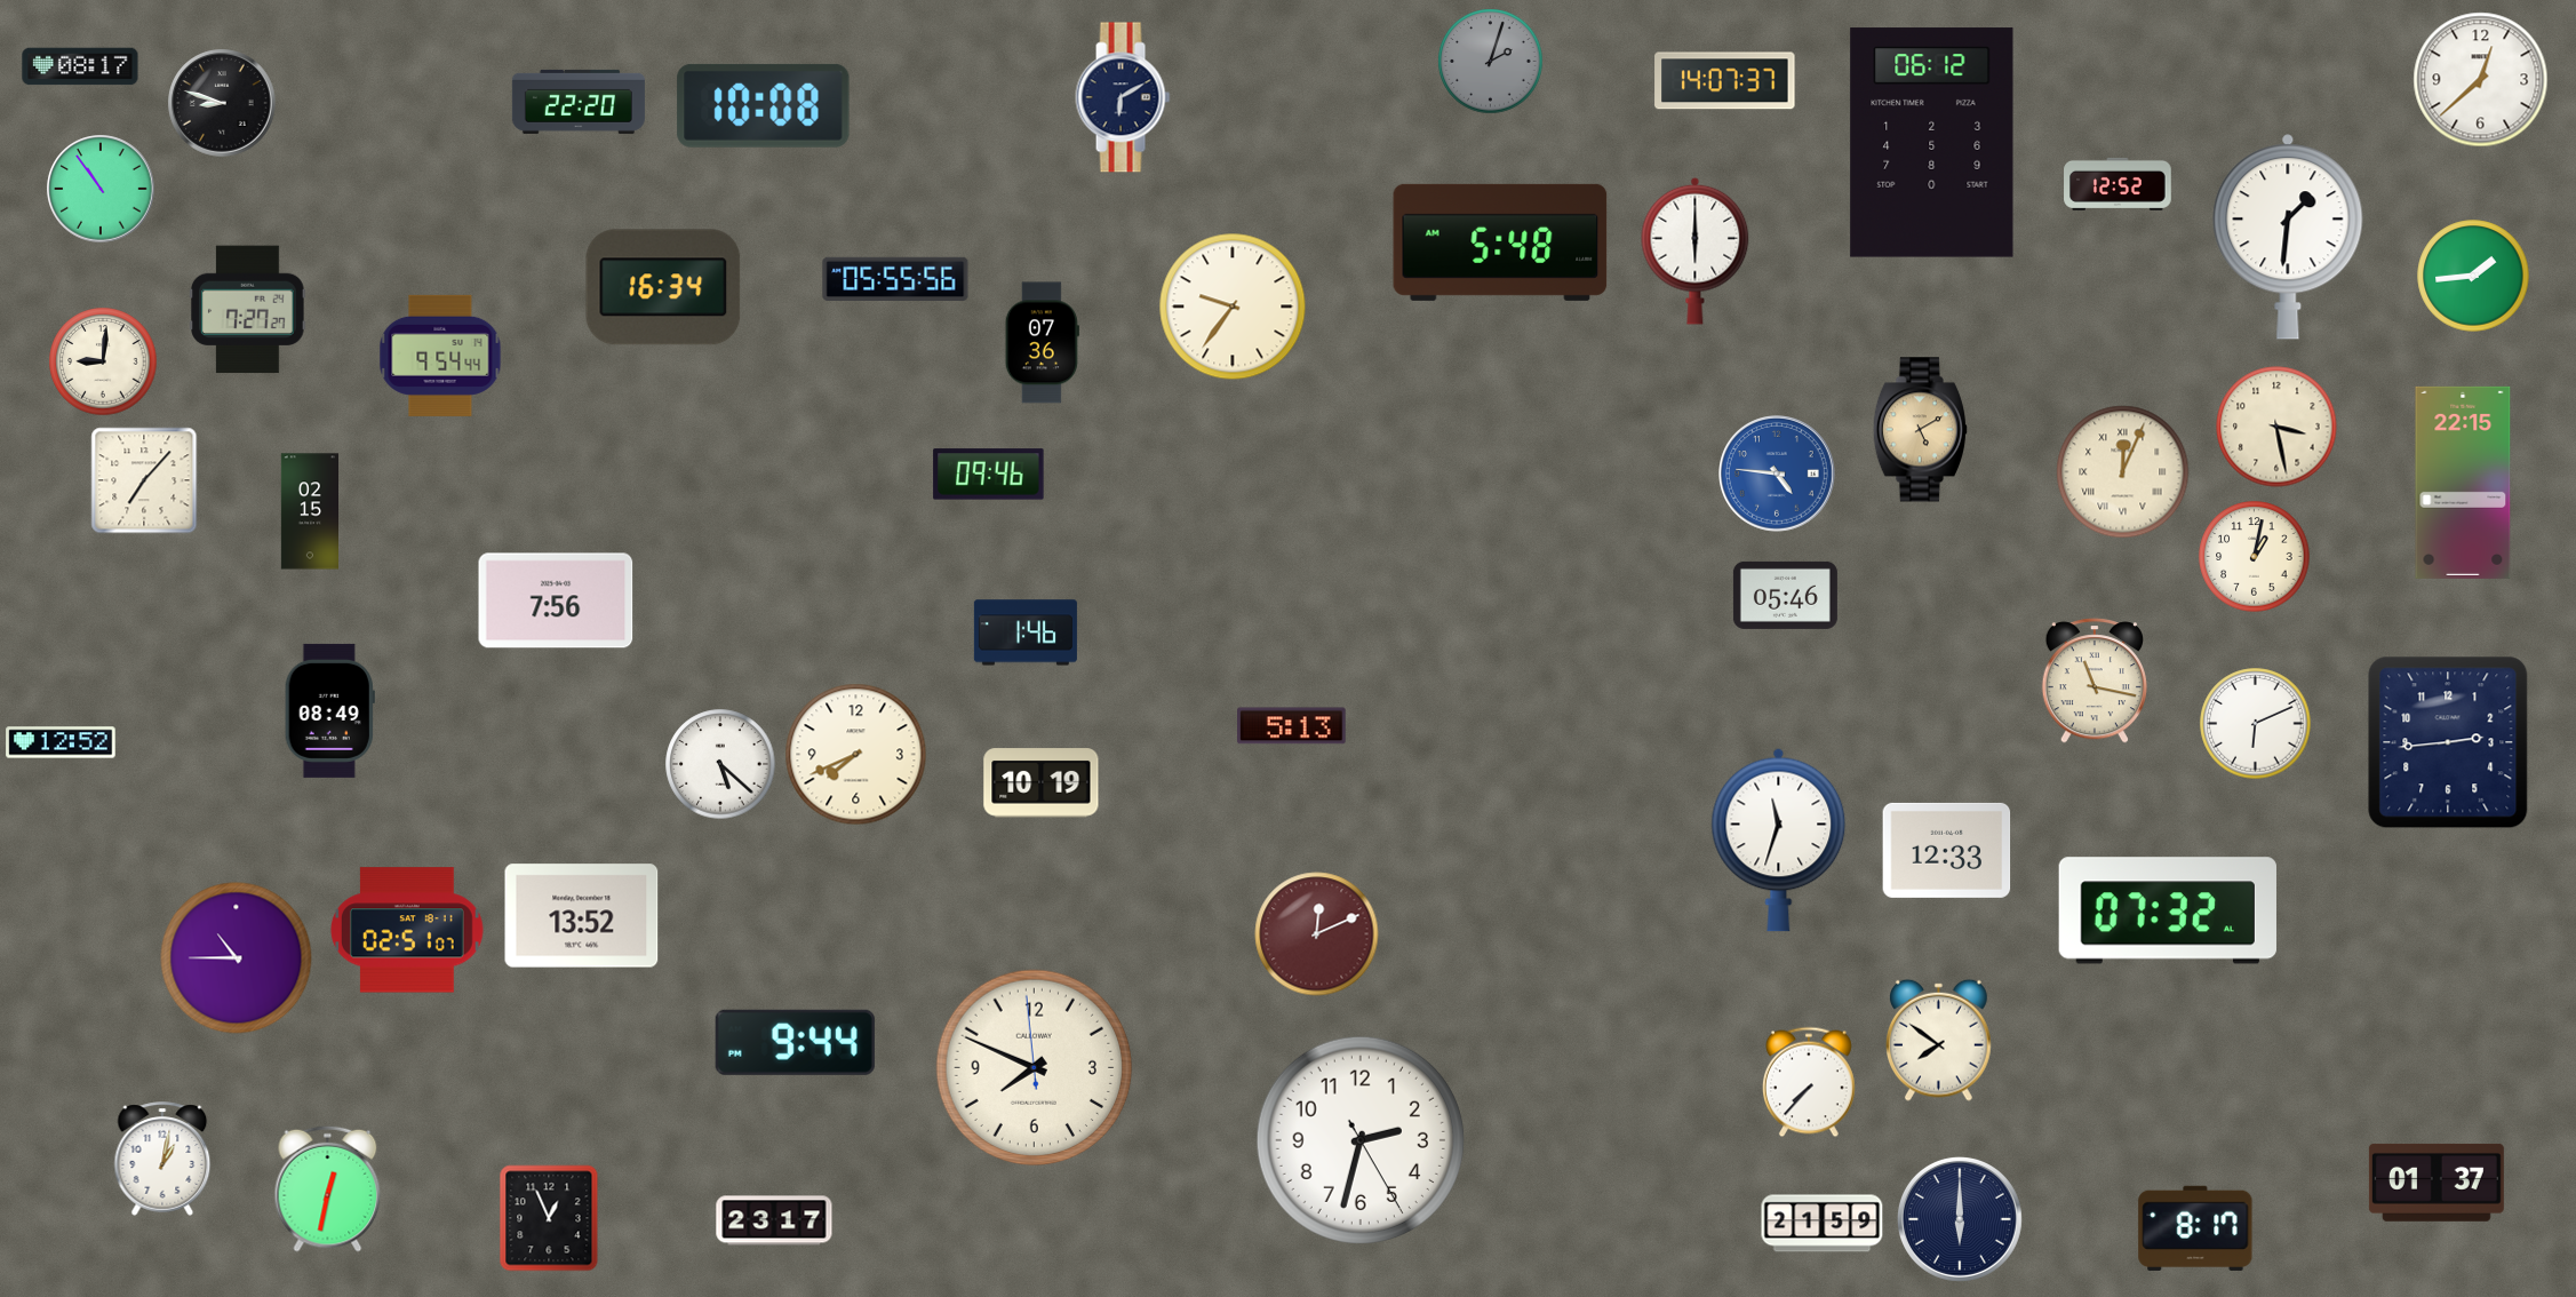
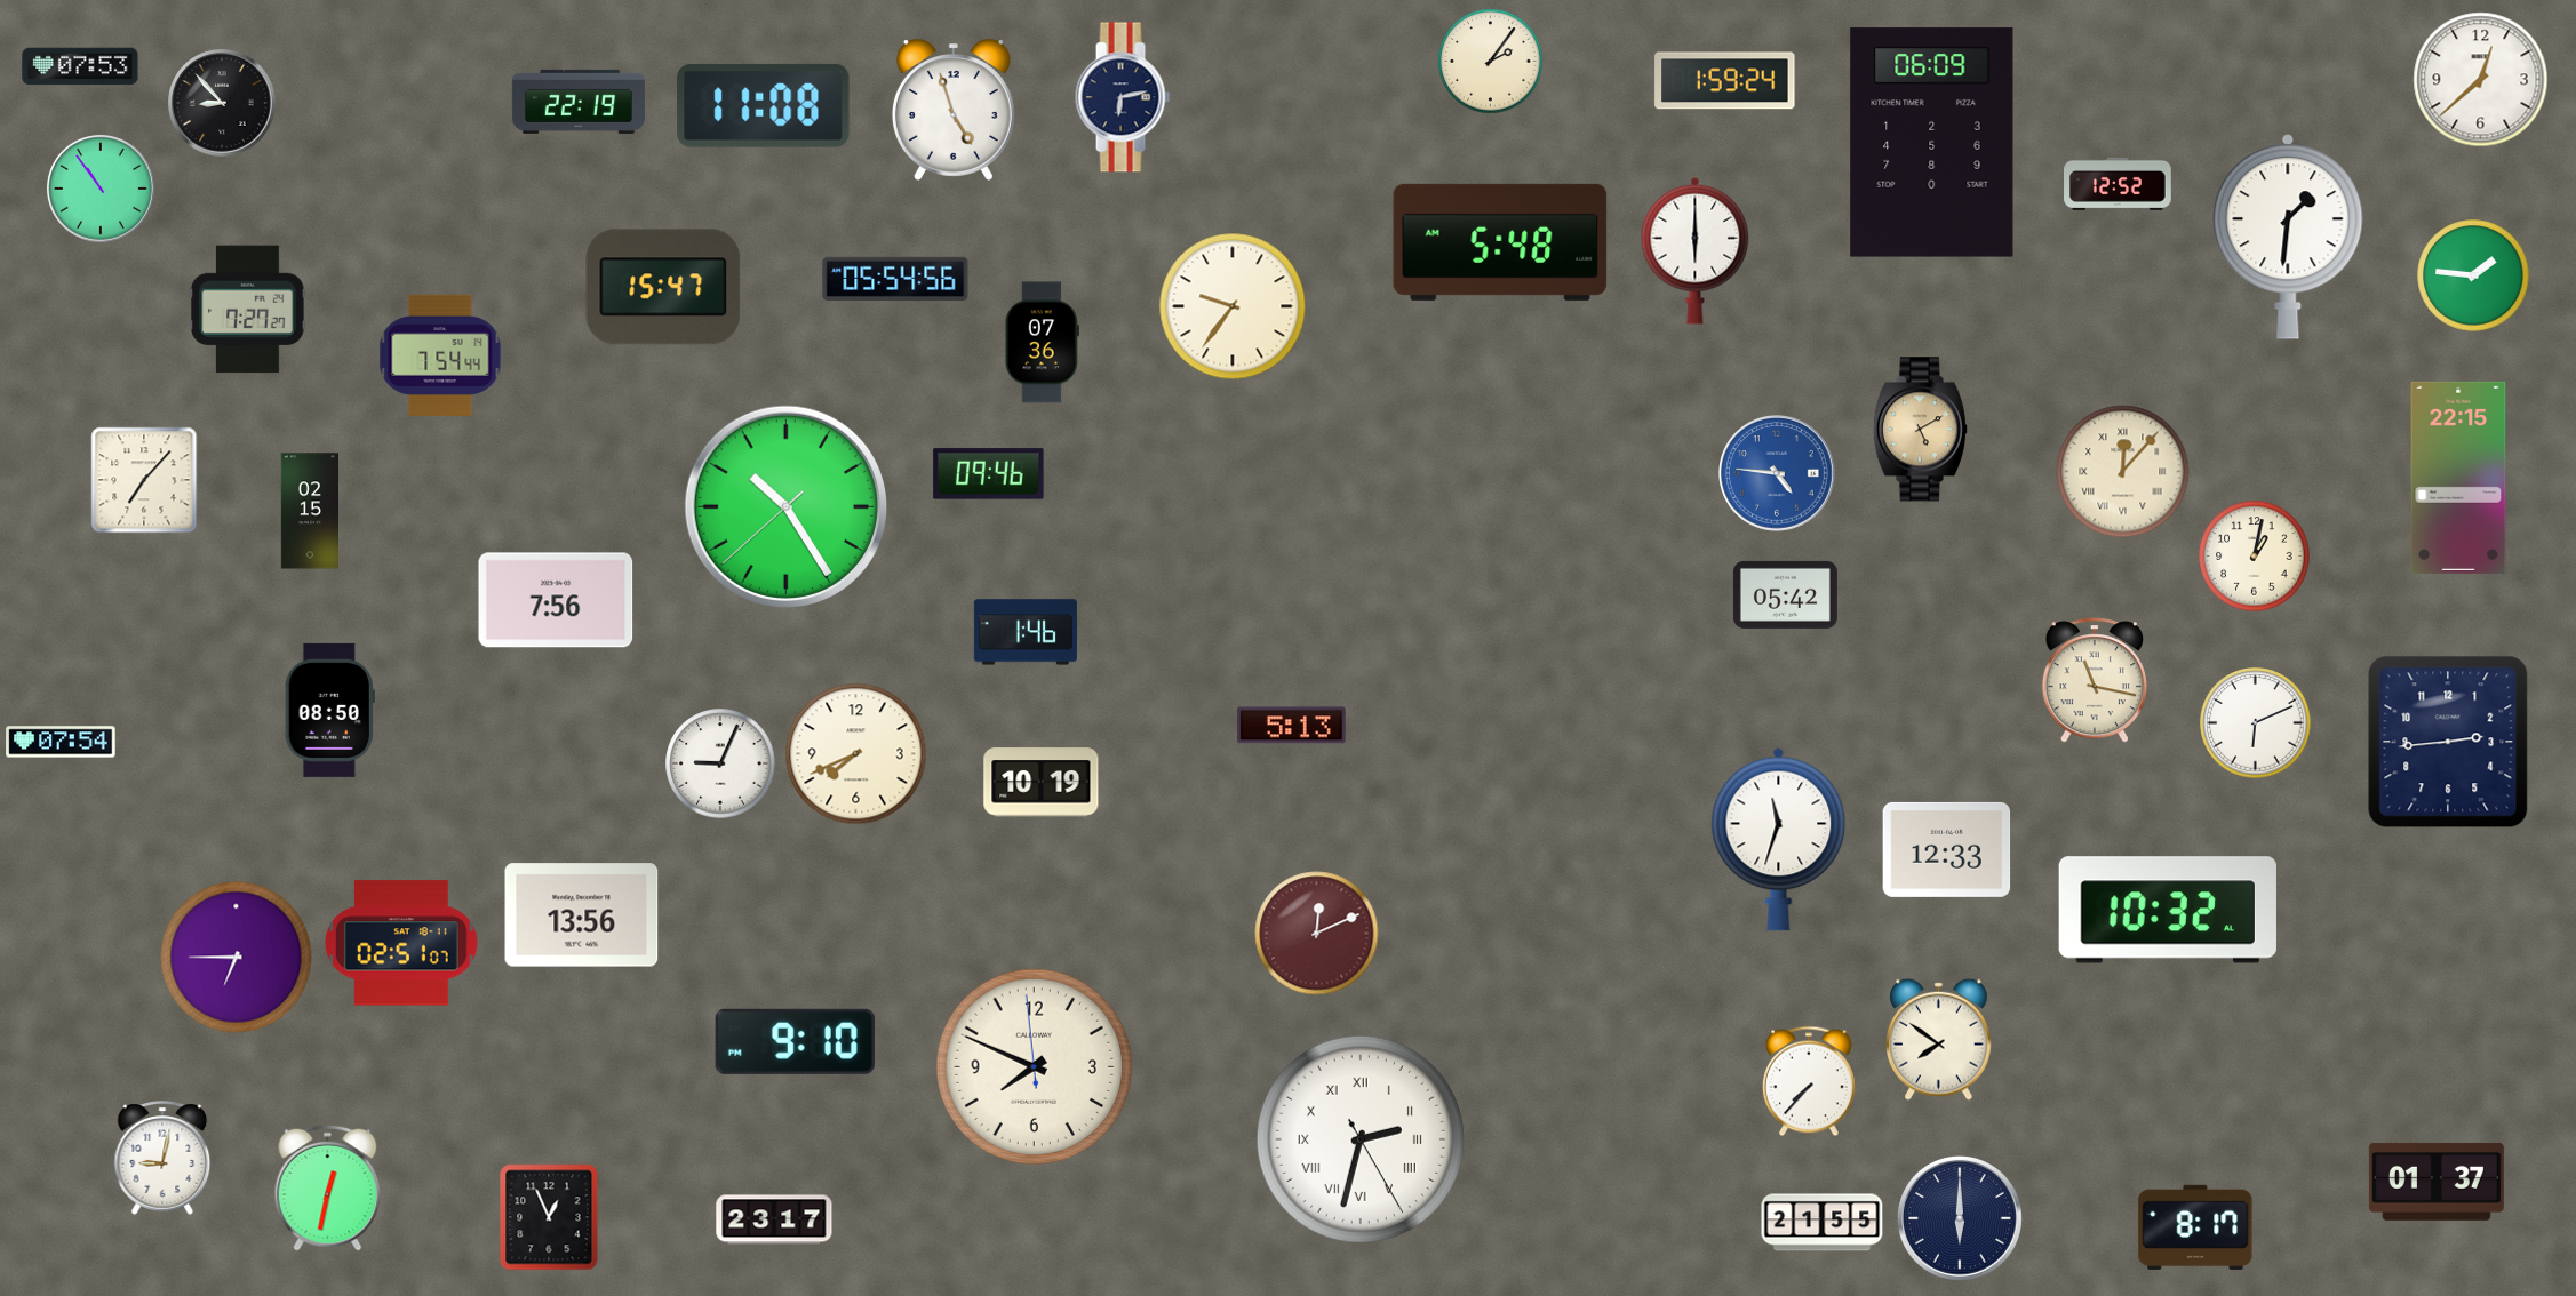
clock at (1491, 62): 2:03 -> 2:06
clock at (1491, 62) dial: grey -> cream
clock at (80, 66): 08:17 -> 07:53
clock at (1725, 81): 14:07 -> 1:59
clock at (1123, 97): 6:10 -> 6:13
clock at (579, 102): 22:20 -> 22:19
clock at (222, 103): 8:48 -> 8:53
clock at (764, 105): 10:08 -> 11:08
clock at (954, 110): none -> 4:57
clock at (1932, 143): 06:12 -> 06:09
clock at (2473, 276): 1:44 -> 1:46
clock at (895, 278): 05:55 -> 05:54
clock at (663, 287): 16:34 -> 15:47
clock at (440, 356): 9:54 -> 7:54
clock at (103, 361): 9:01 -> none
clock at (2276, 427): 3:28 -> none
clock at (2123, 472): 12:04 -> 12:07
clock at (2463, 483) position: (2463, 483) -> (2458, 478)
clock at (785, 506): none -> 10:24
clock at (1785, 595): 05:46 -> 05:42
clock at (329, 710): 08:49 -> 08:50
clock at (61, 742): 12:52 -> 07:54
clock at (720, 764): 5:22 -> 9:04
clock at (2168, 910): 07:32 -> 10:32
clock at (582, 916): 13:52 -> 13:56
clock at (407, 930) position: (407, 930) -> (401, 943)
clock at (237, 958): 10:45 -> 6:45
clock at (795, 1042): 9:44 -> 9:10
clock at (1361, 1140) numerals: Arabic -> Roman
clock at (162, 1159): 1:02 -> 9:02
clock at (1823, 1224): 21:59 -> 21:55
